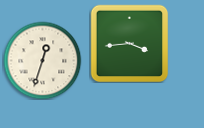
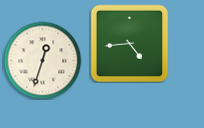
clock at (129, 43): 3:44 -> 4:44
